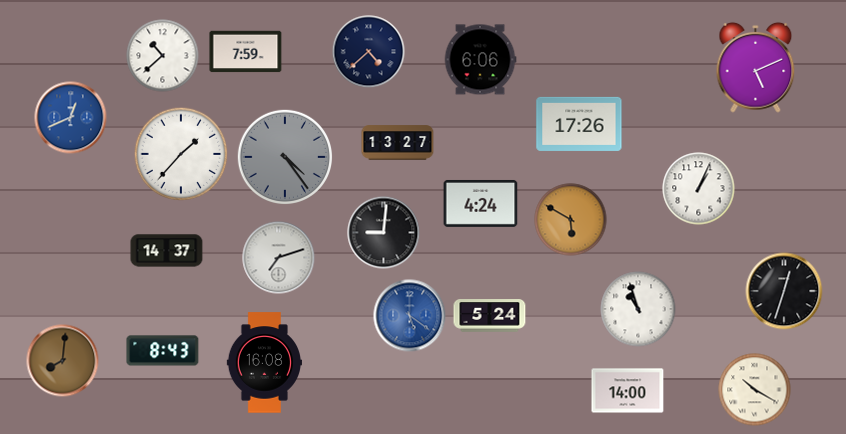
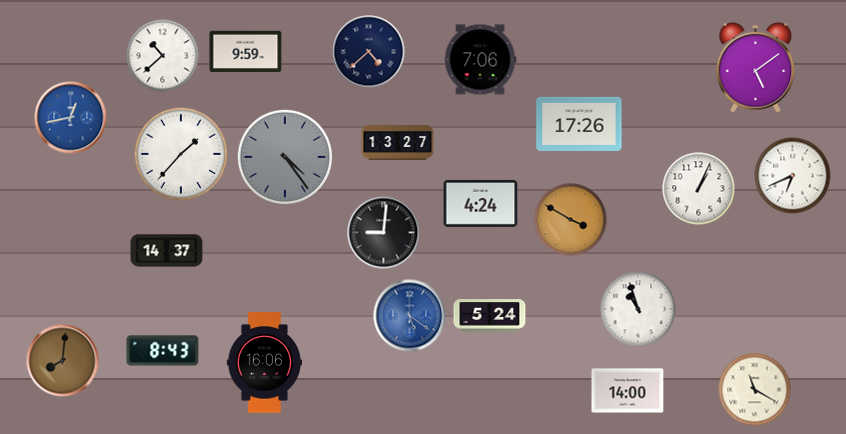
clock at (246, 52): 7:59 -> 9:59
clock at (480, 60): 6:06 -> 7:06
clock at (756, 67): 5:11 -> 5:09
clock at (71, 118): 12:41 -> 12:43
clock at (793, 176): none -> 6:41
clock at (571, 220): 5:50 -> 3:50
clock at (279, 258): 7:12 -> none
clock at (784, 291): 12:33 -> none
clock at (265, 363): 16:08 -> 16:06
clock at (755, 390): 10:20 -> 11:20
